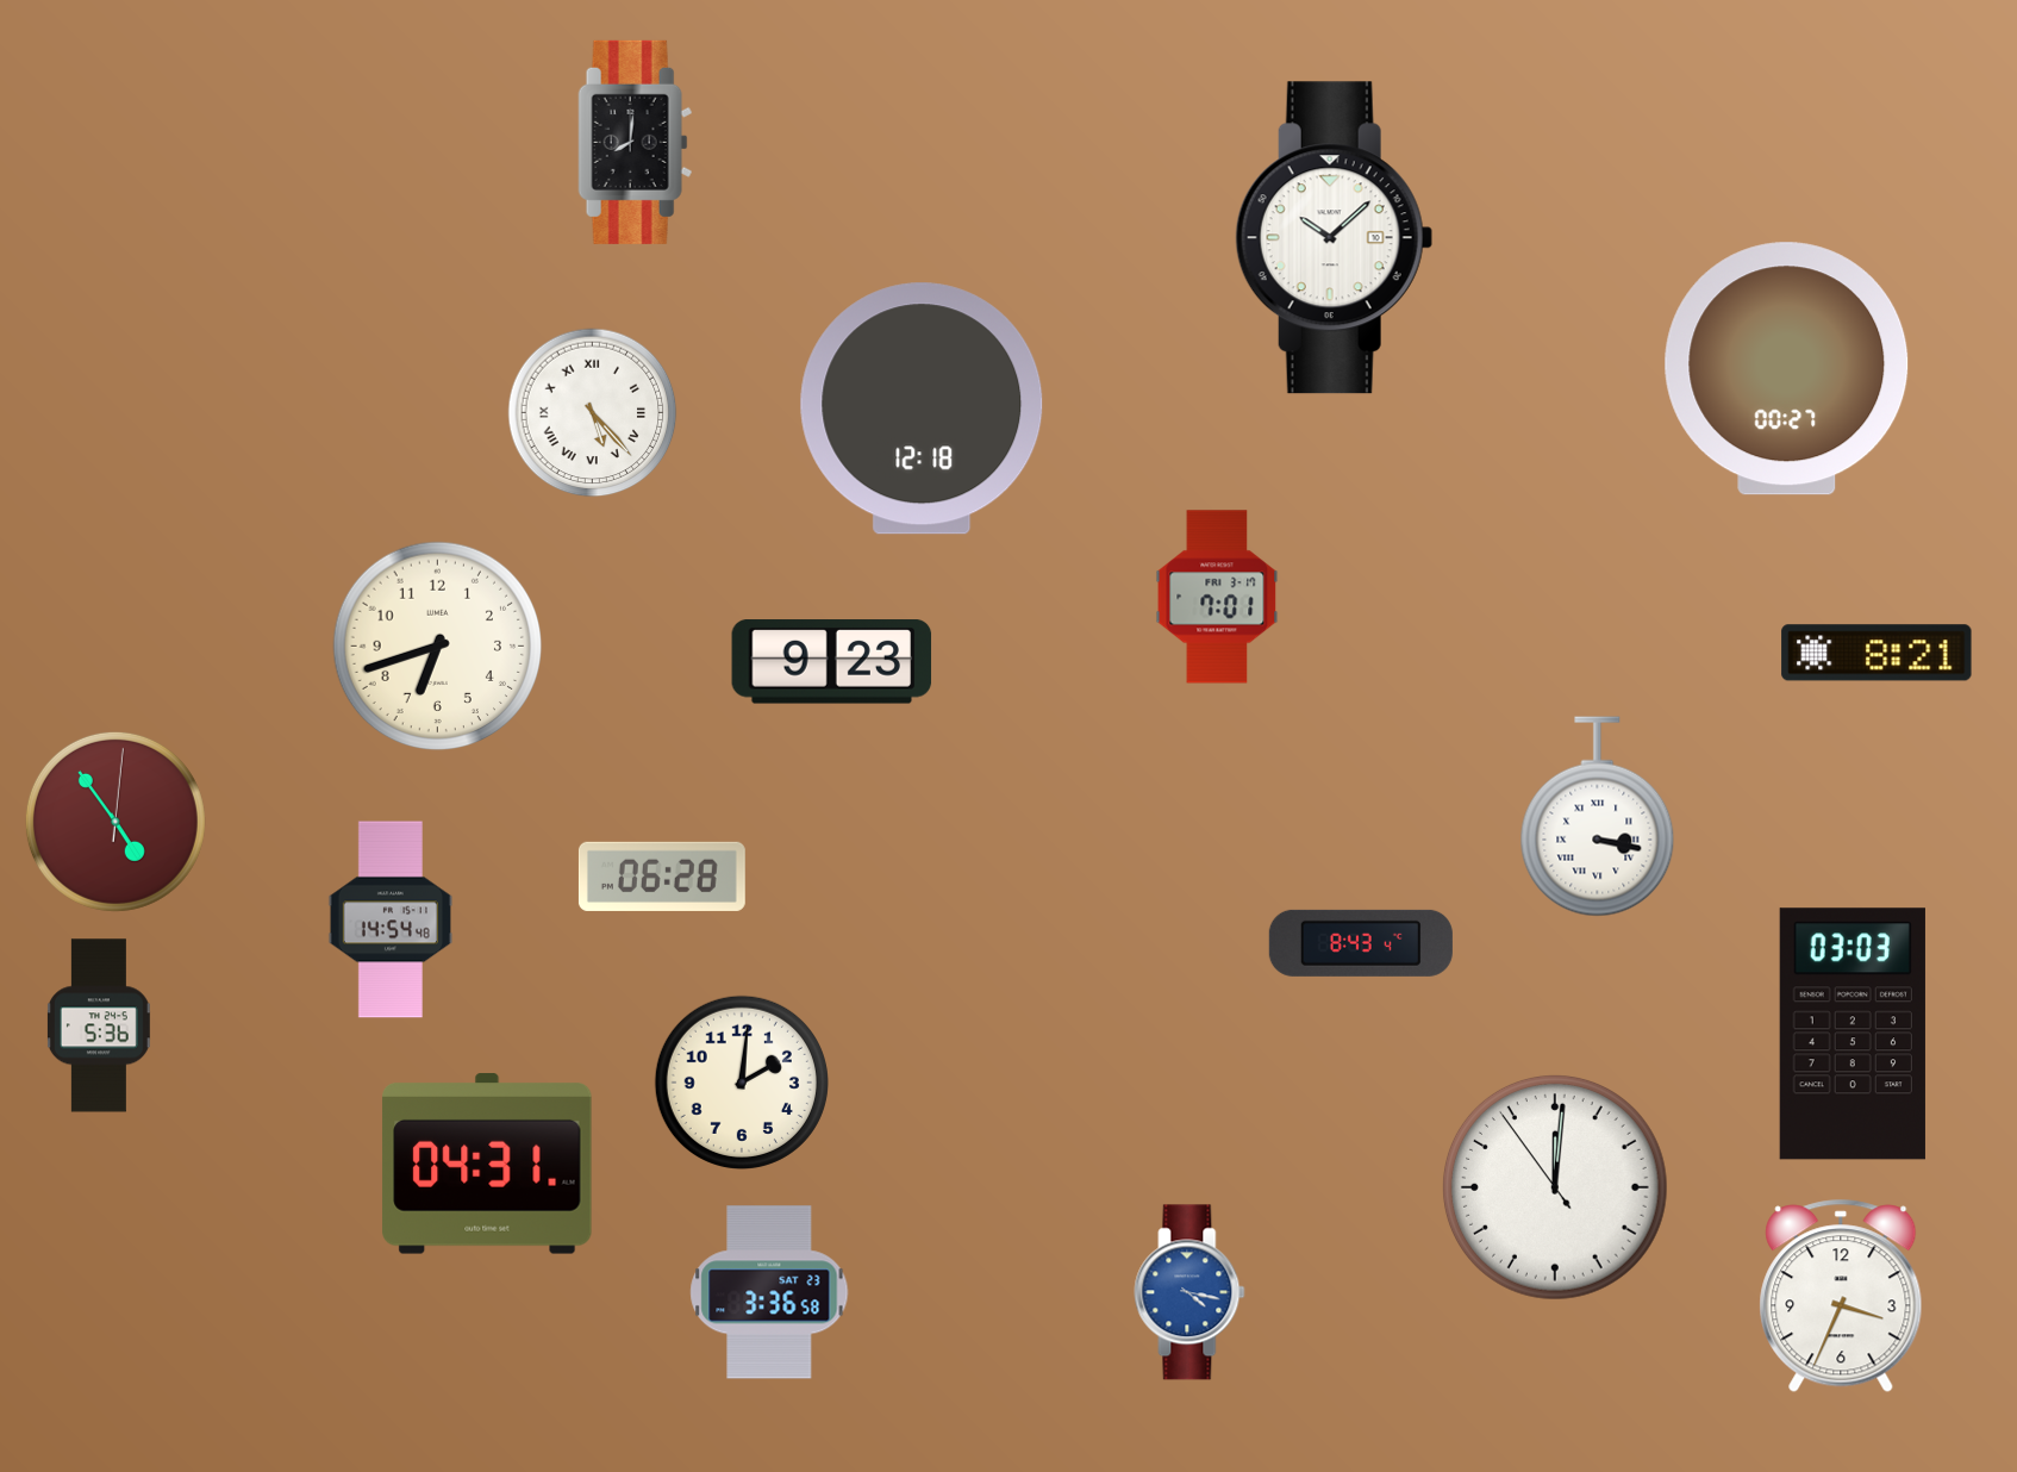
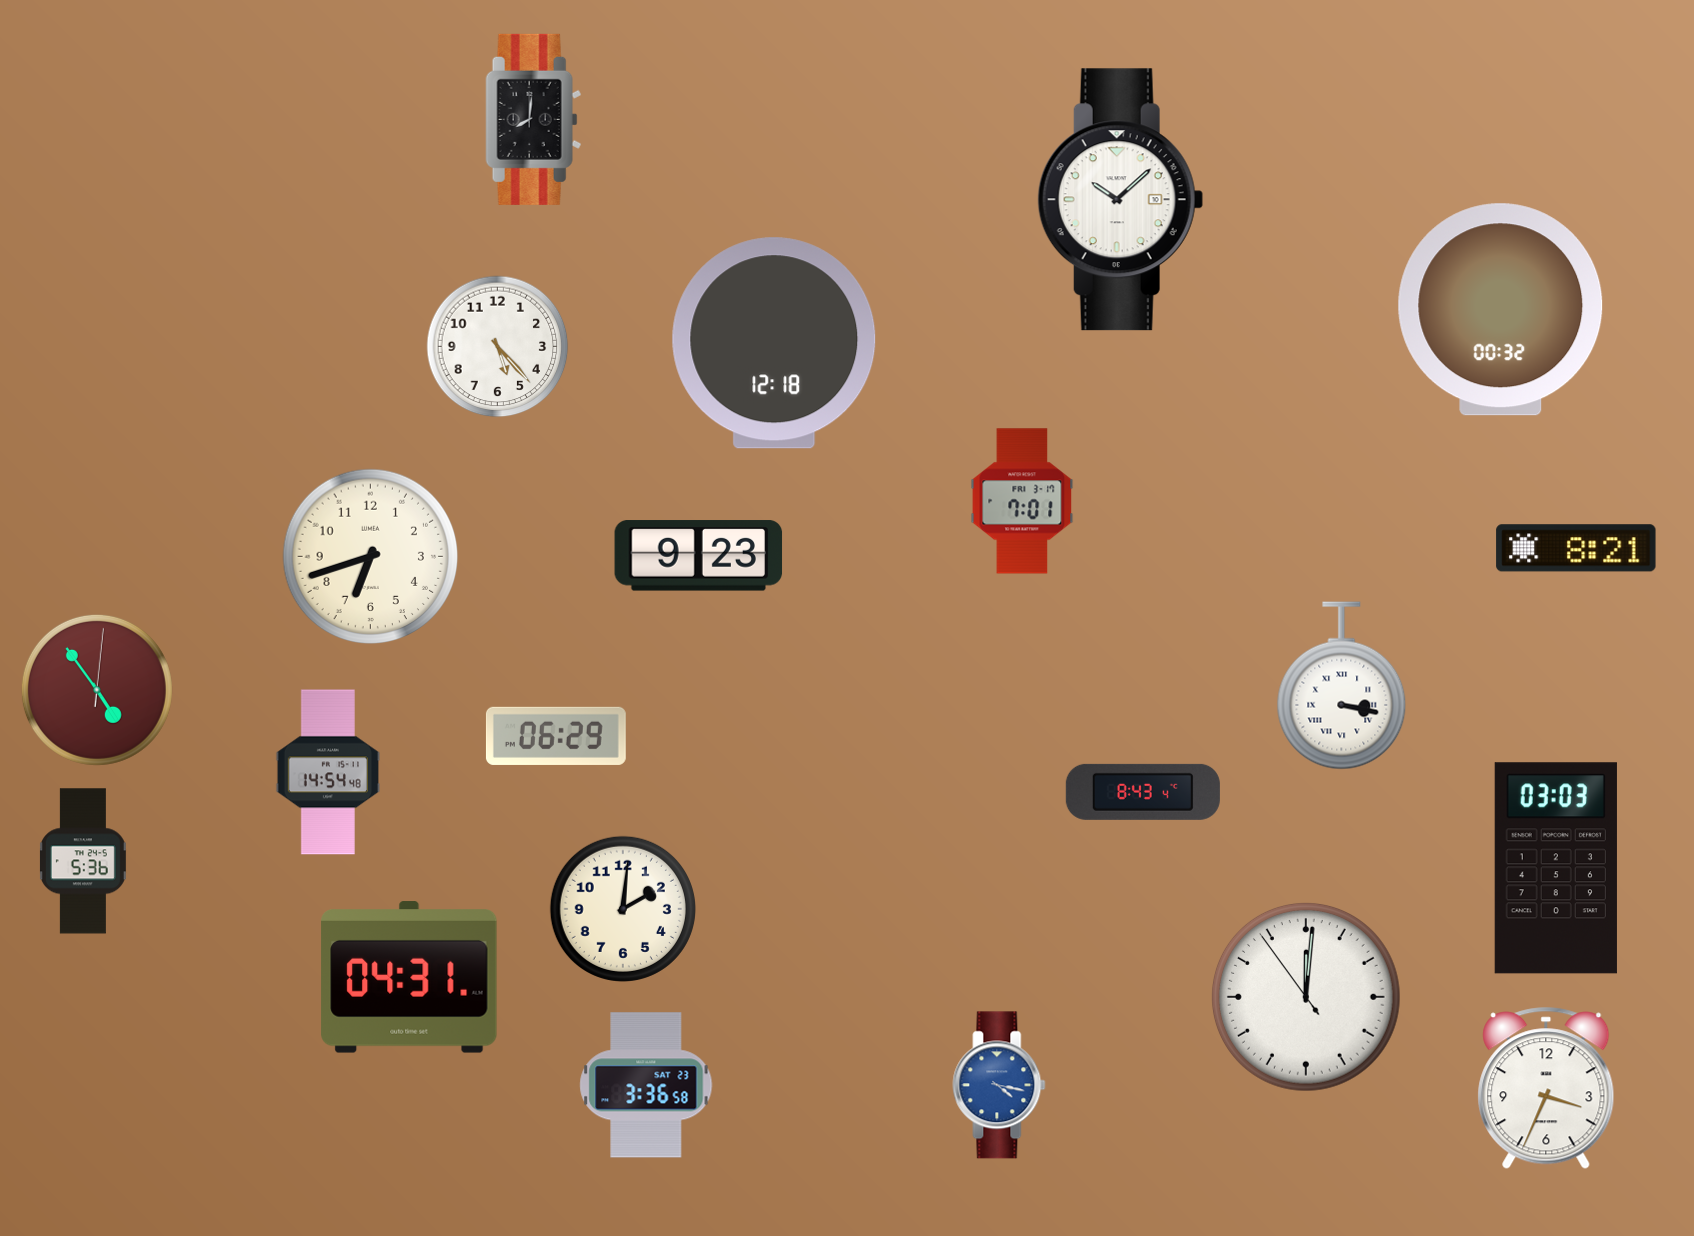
clock at (1787, 369): 00:27 -> 00:32
clock at (593, 413) numerals: Roman -> Arabic
clock at (438, 647) position: (438, 647) -> (371, 557)
clock at (662, 877): 06:28 -> 06:29
